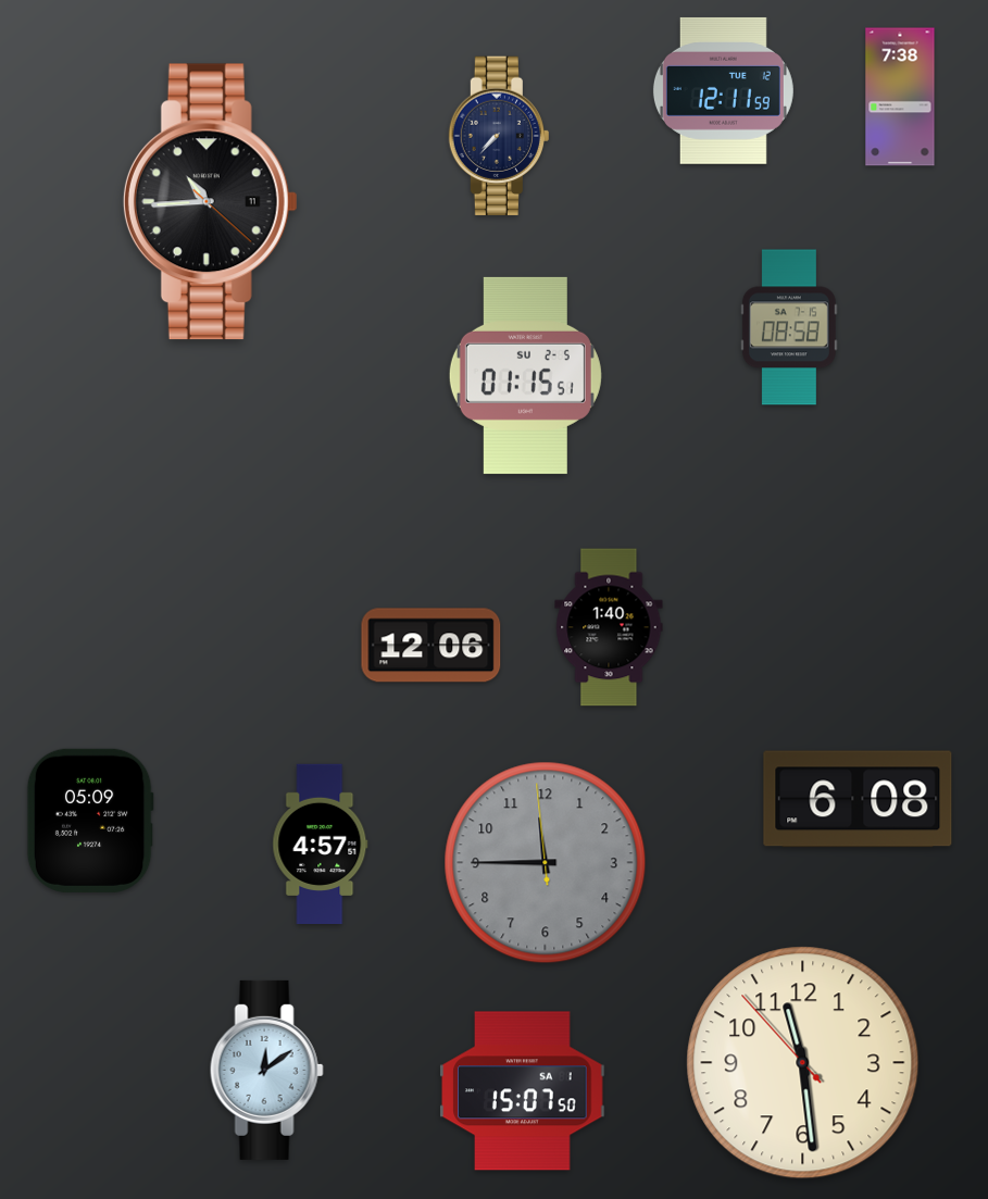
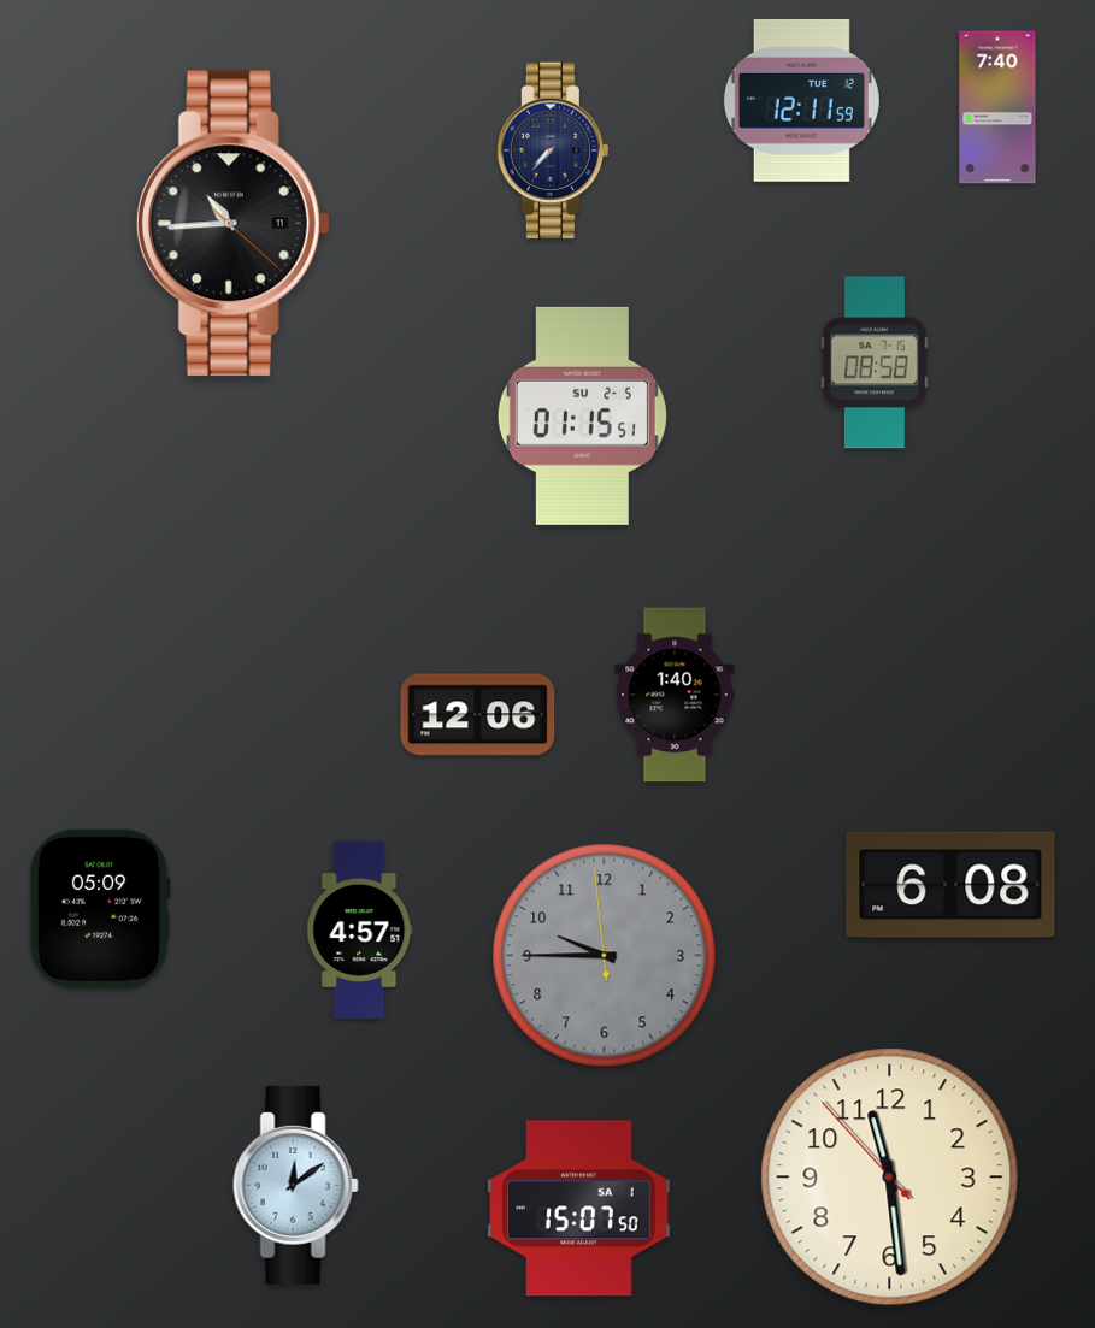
clock at (900, 97): 7:38 -> 7:40
clock at (321, 845) position: (321, 845) -> (360, 931)
clock at (546, 863): 11:44 -> 9:44
